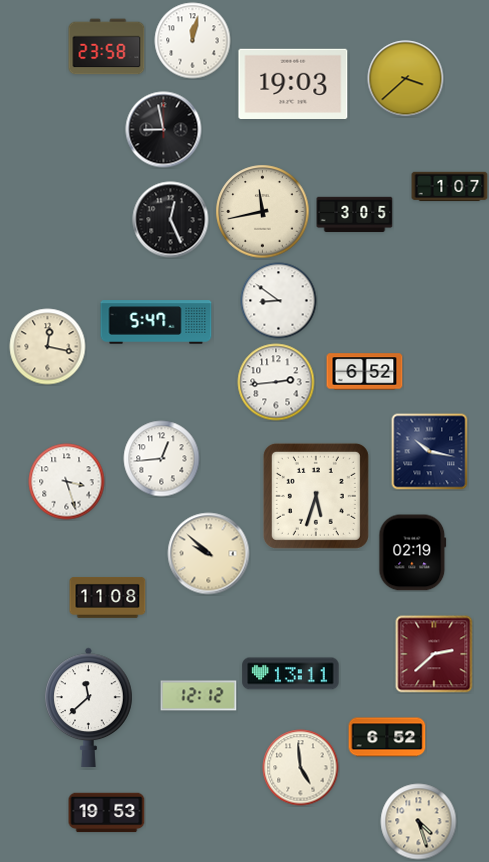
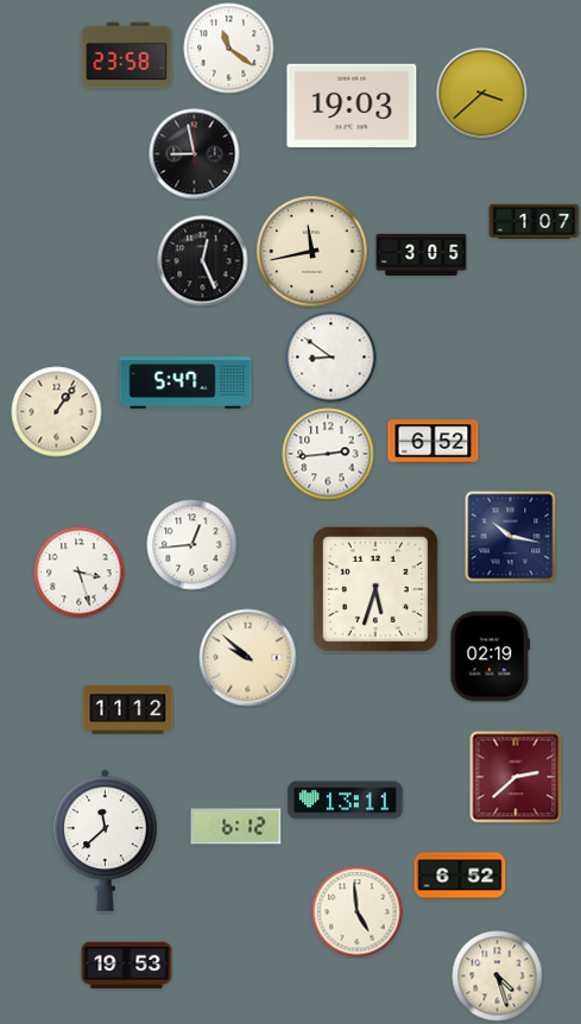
clock at (193, 41): 12:02 -> 11:21
clock at (293, 83) position: (293, 83) -> (352, 105)
clock at (48, 347): 12:17 -> 1:06
clock at (108, 598): 11:08 -> 11:12
clock at (199, 696): 12:12 -> 6:12
